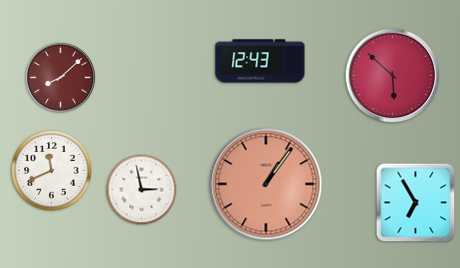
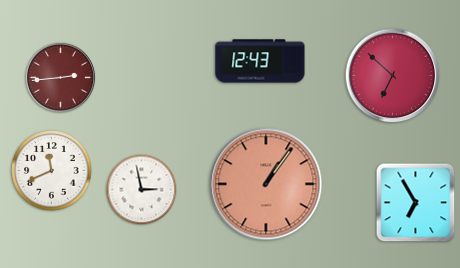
clock at (393, 76): 5:52 -> 6:52
clock at (60, 77): 8:08 -> 2:44
